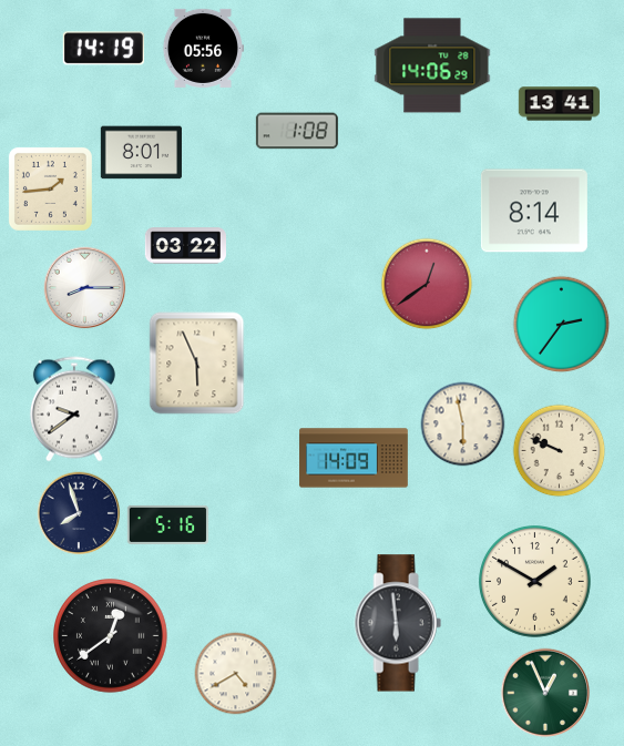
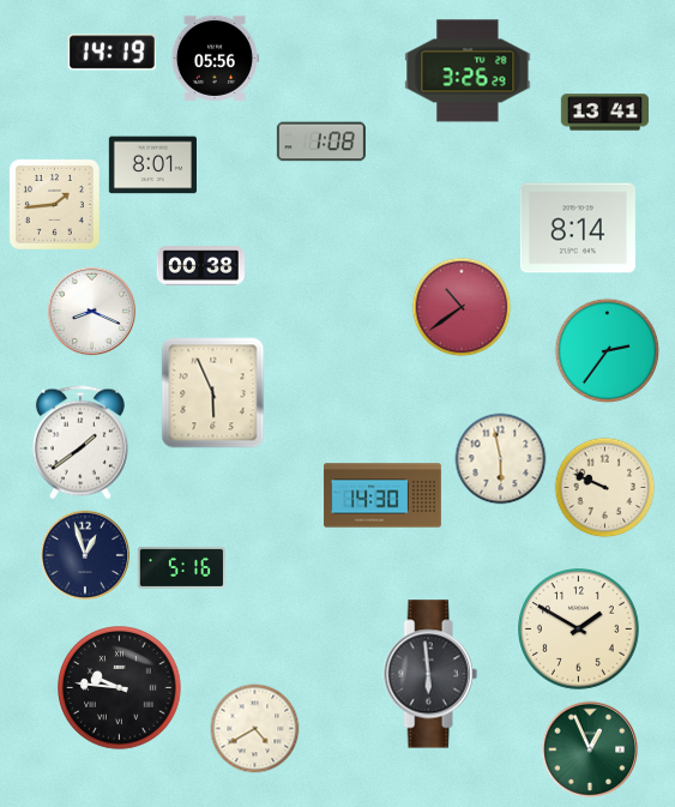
clock at (203, 48) position: (203, 48) -> (215, 58)
clock at (432, 65): 14:06 -> 3:26
clock at (185, 246): 03:22 -> 00:38
clock at (427, 284): 12:39 -> 10:39
clock at (85, 288): 8:15 -> 8:19
clock at (74, 409): 9:39 -> 1:39
clock at (354, 458): 14:09 -> 14:30
clock at (79, 513): 7:57 -> 12:57
clock at (111, 636): 12:39 -> 9:46
